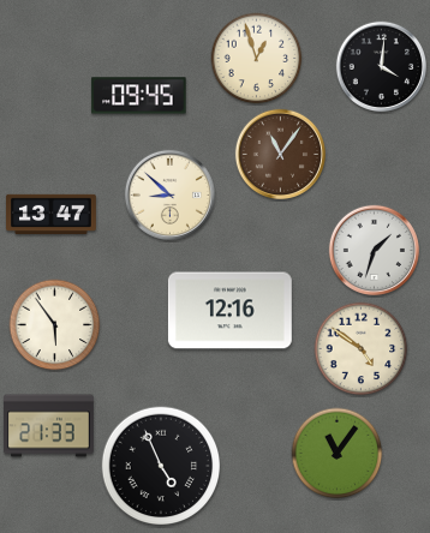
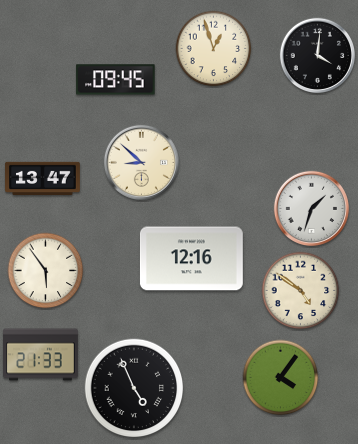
clock at (280, 154): 11:06 -> none
clock at (338, 454): 11:06 -> 4:06
